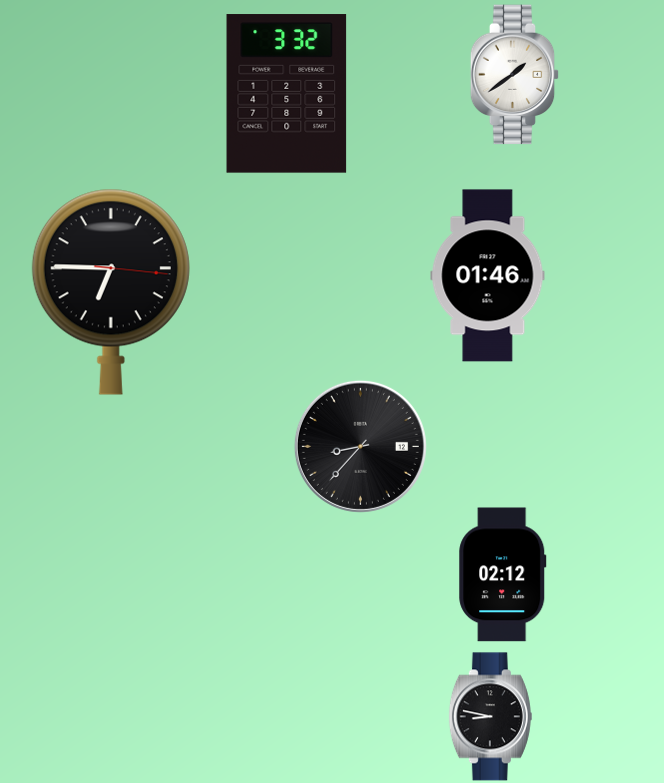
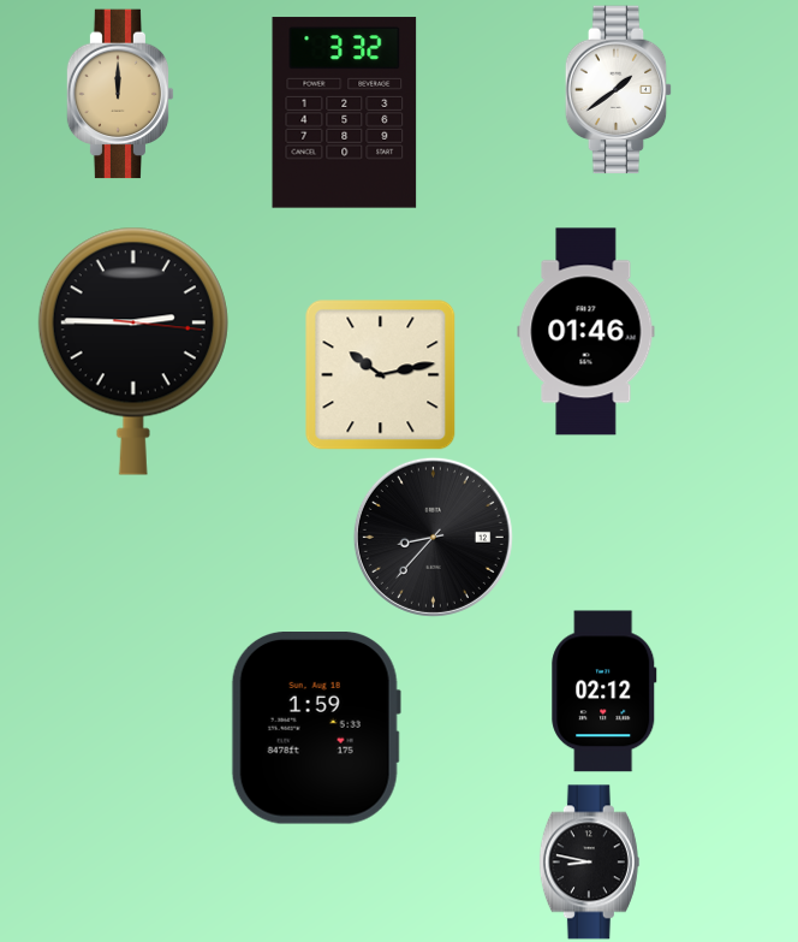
clock at (120, 94): none -> 12:00
clock at (111, 292): 6:45 -> 2:45
clock at (381, 375): none -> 10:13
clock at (316, 729): none -> 1:59
